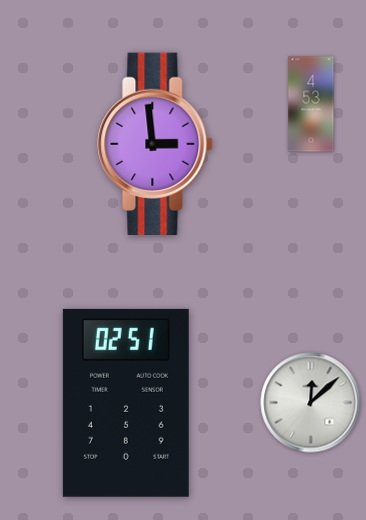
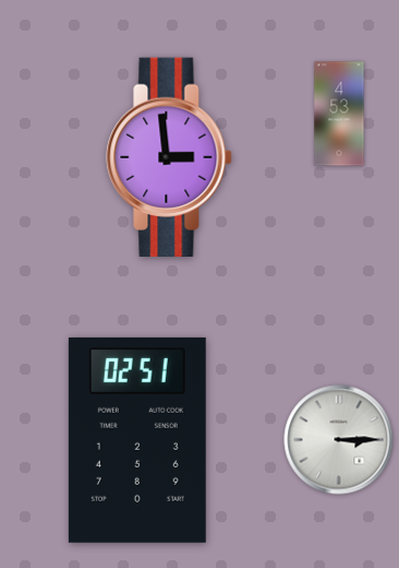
clock at (311, 403): 12:08 -> 3:15
